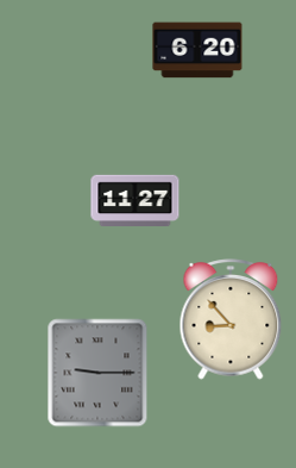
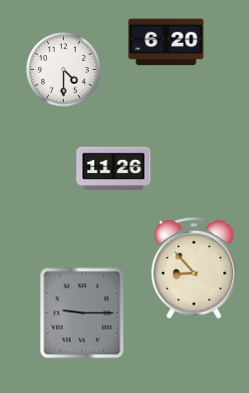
clock at (64, 70): none -> 4:30
clock at (136, 200): 11:27 -> 11:26
